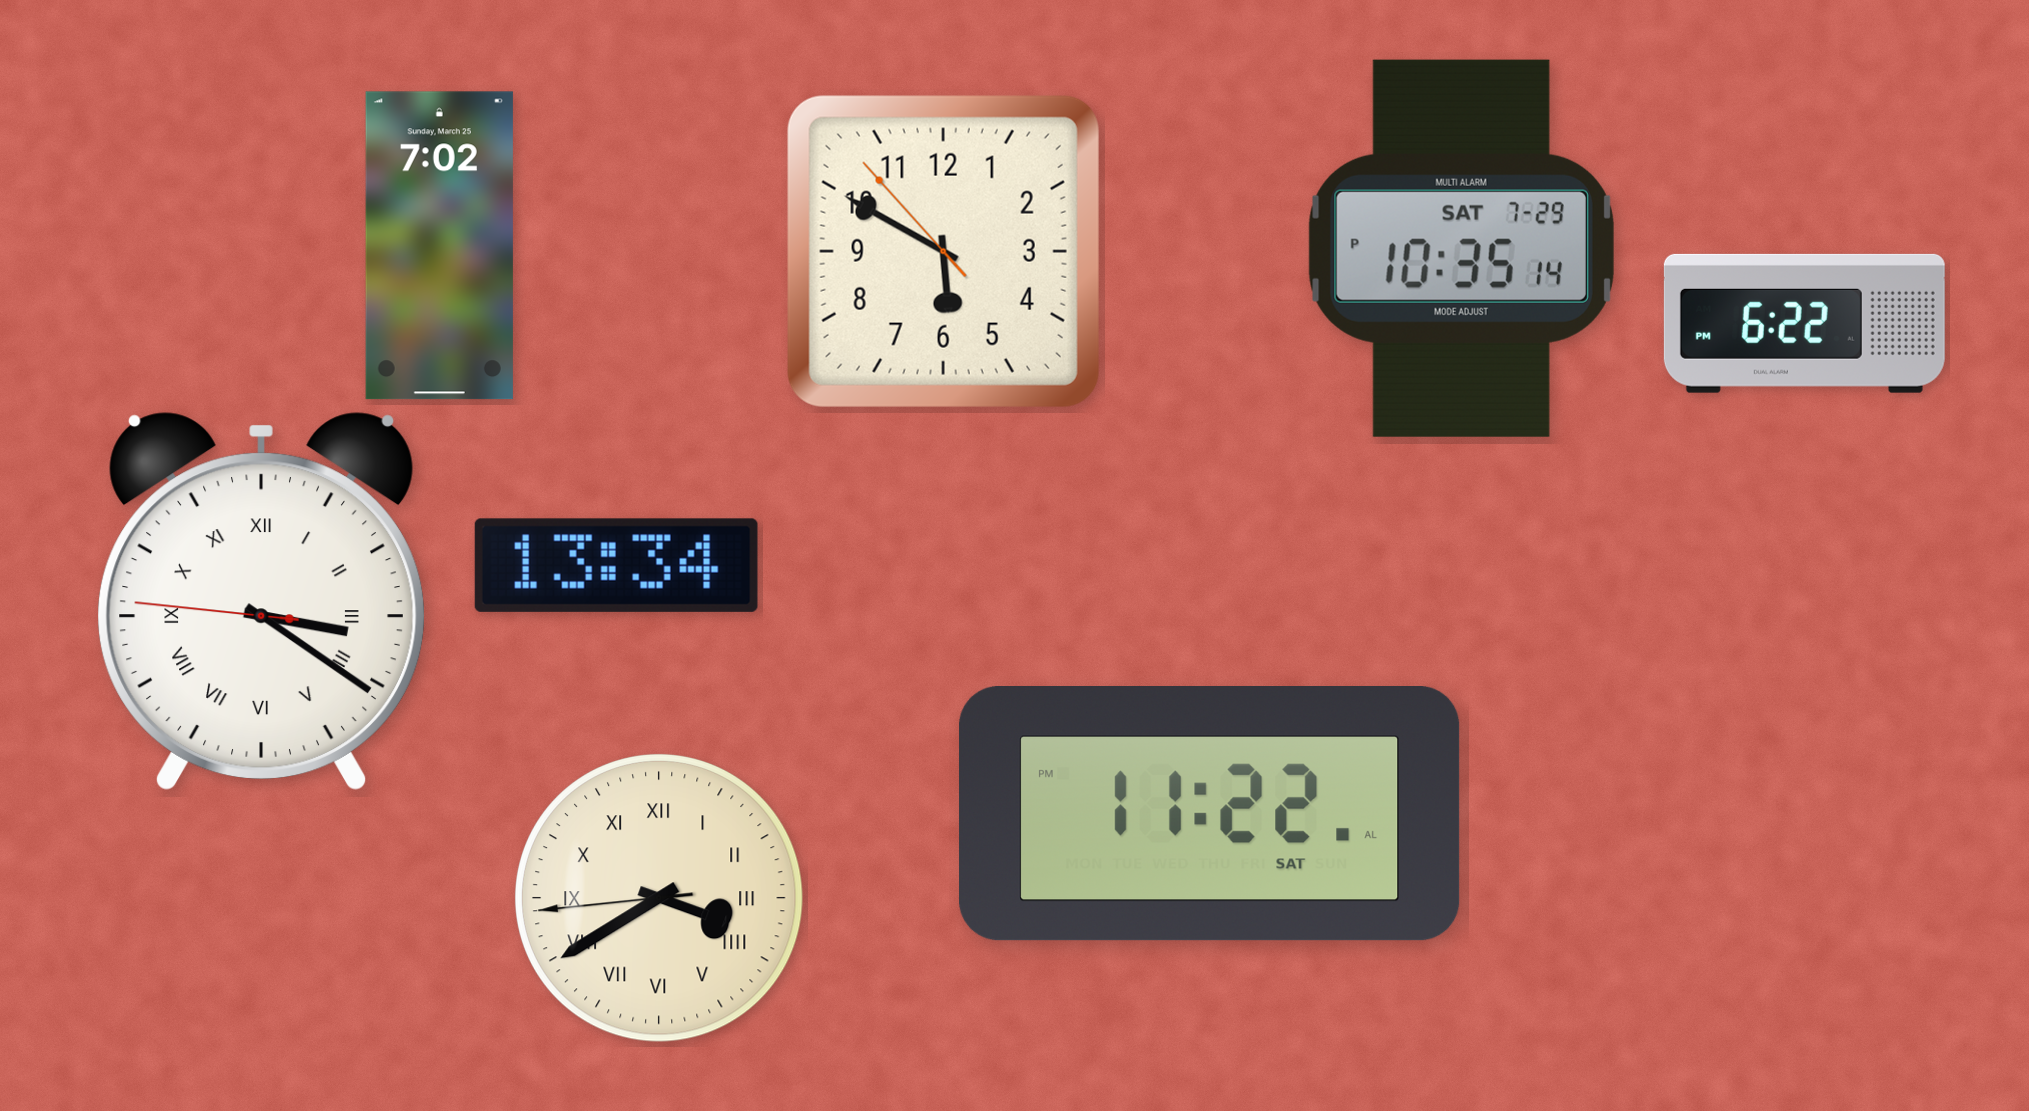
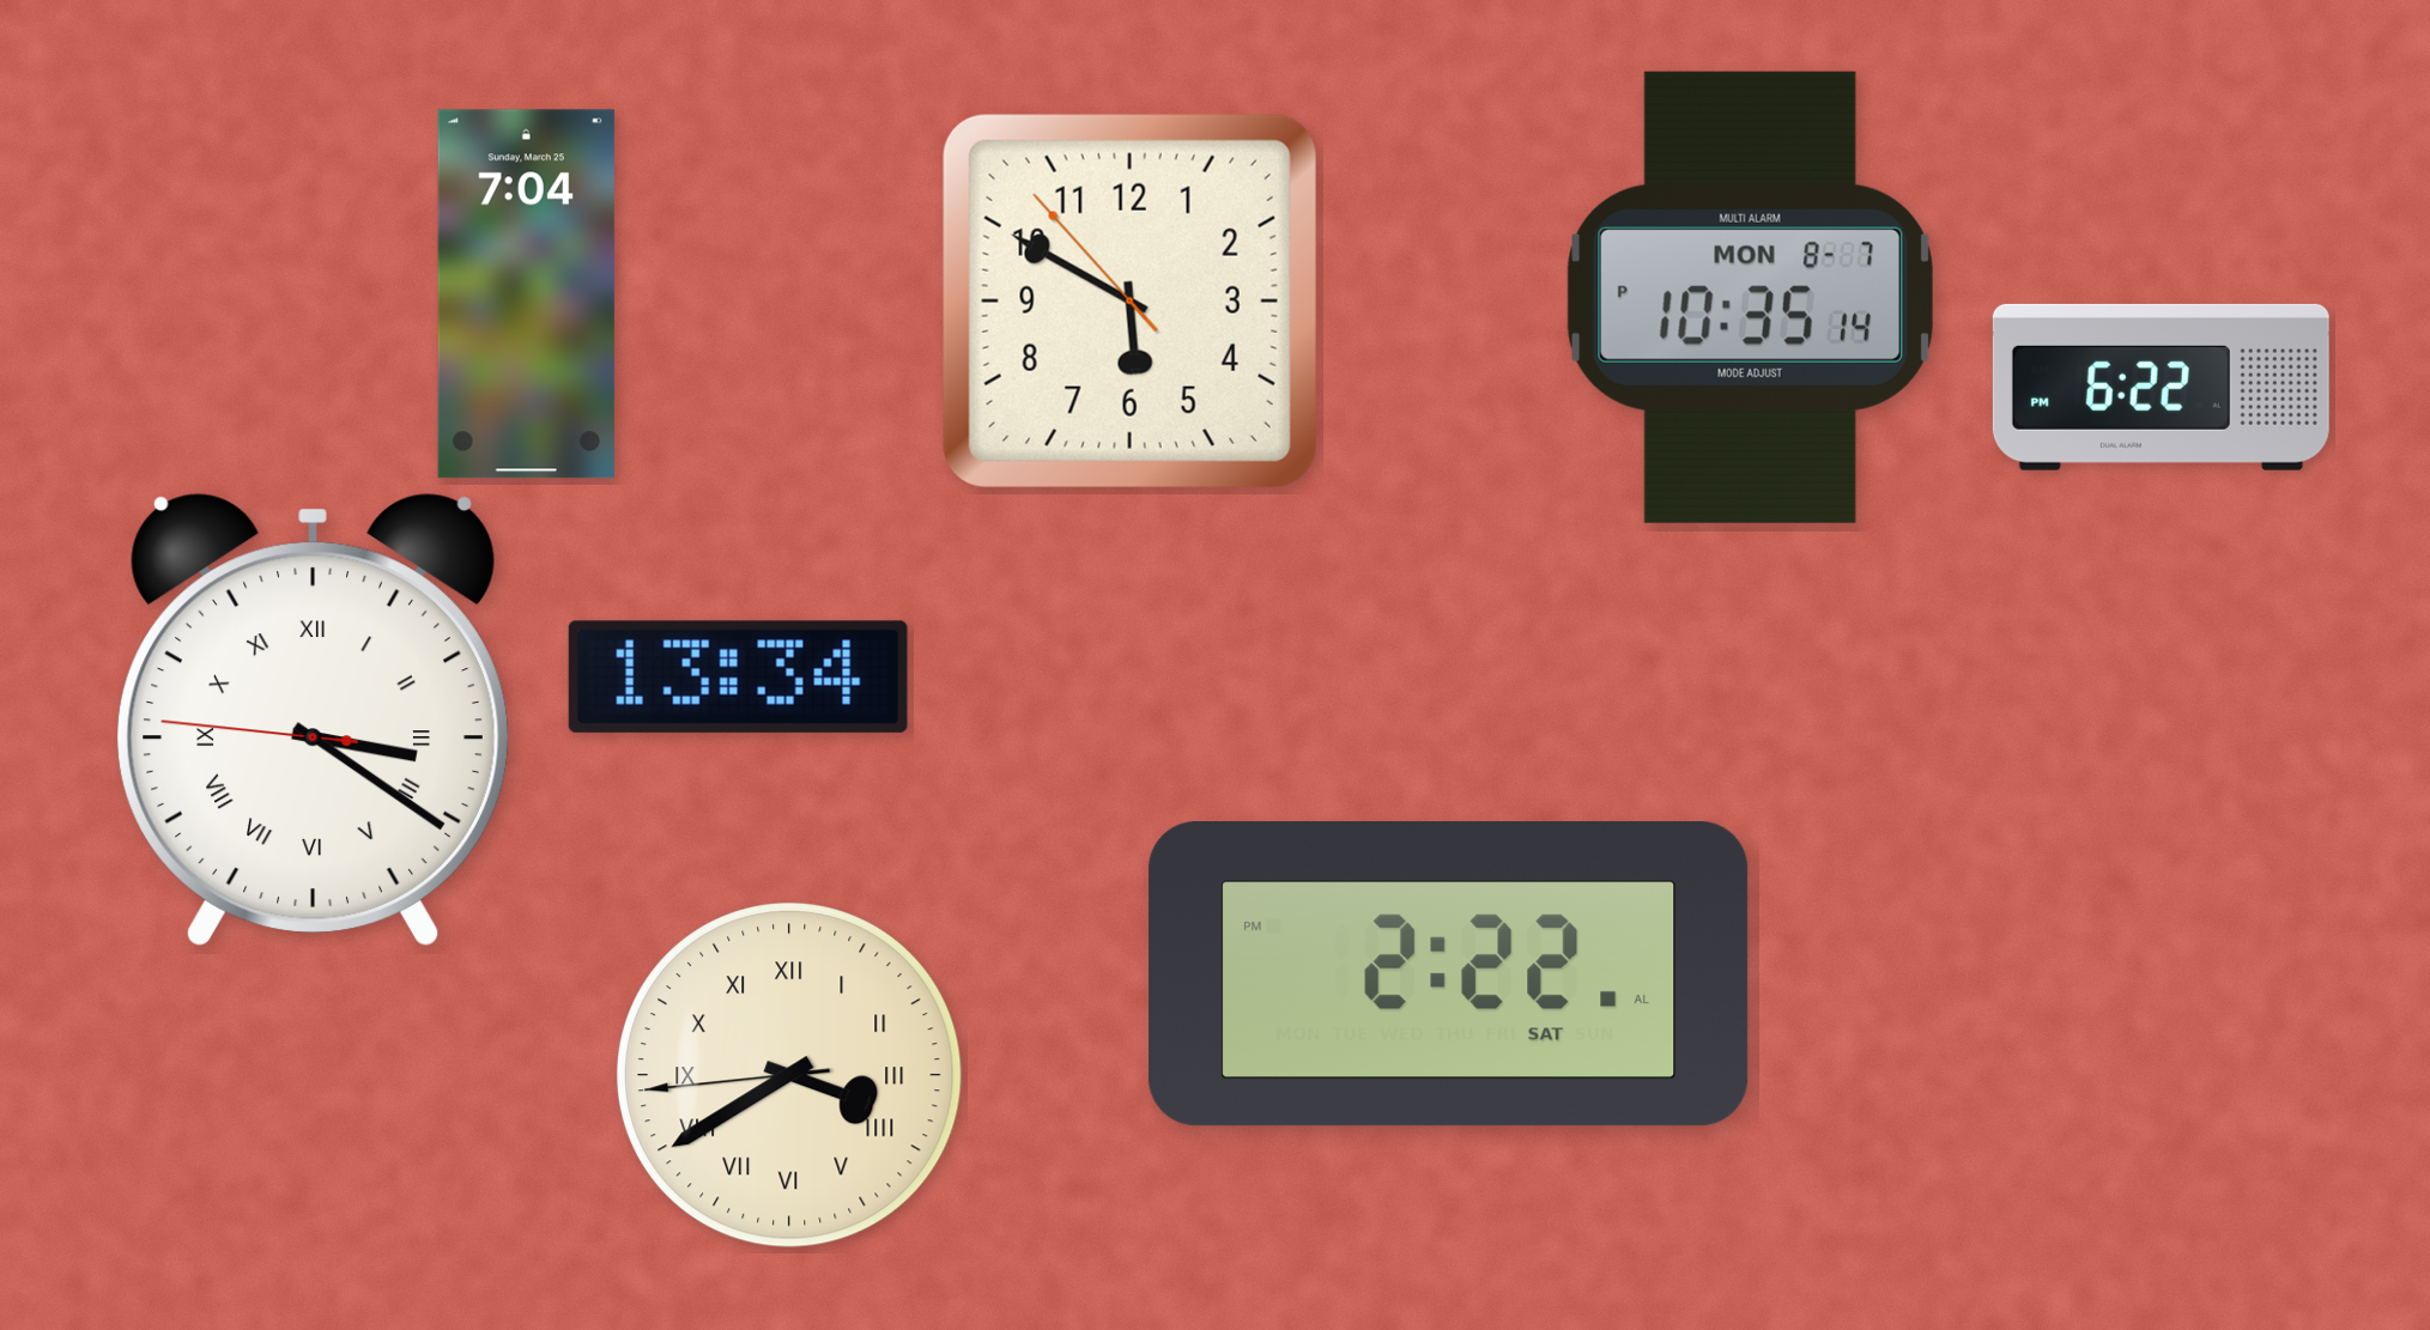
clock at (439, 246): 7:02 -> 7:04
clock at (1461, 248) date: SAT 7-29 -> MON 8-7
clock at (1210, 814): 11:22 -> 2:22
